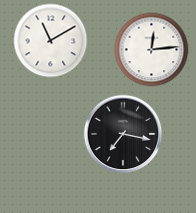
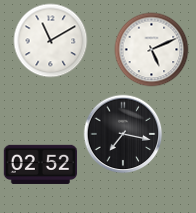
clock at (152, 50): 12:14 -> 5:11
clock at (41, 164): none -> 02:52
